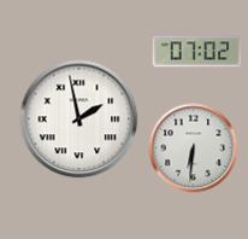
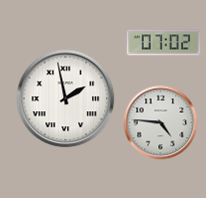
clock at (194, 148): 6:31 -> 4:46
